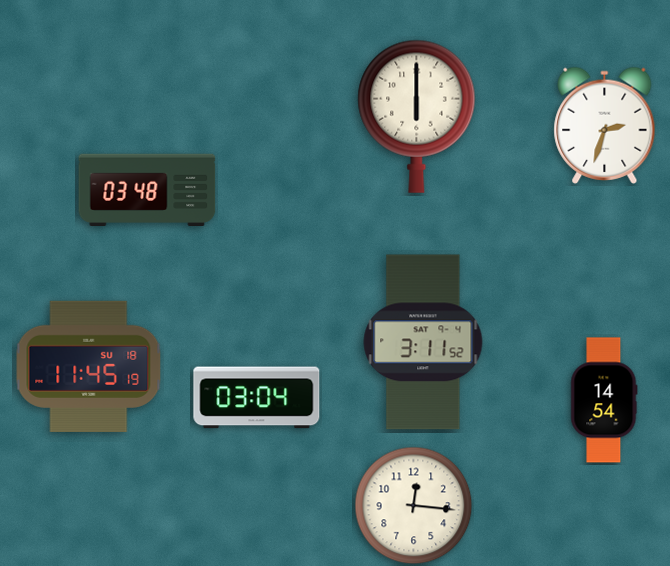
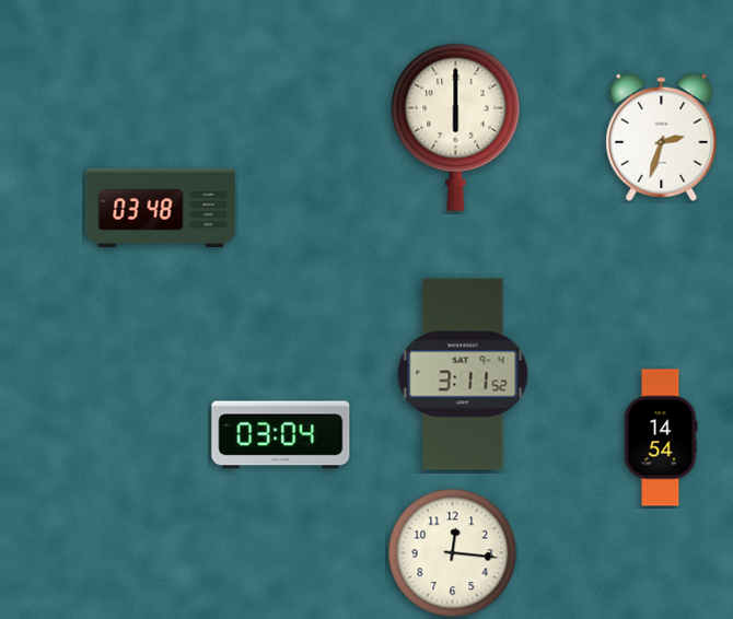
clock at (89, 366): 11:45 -> none
